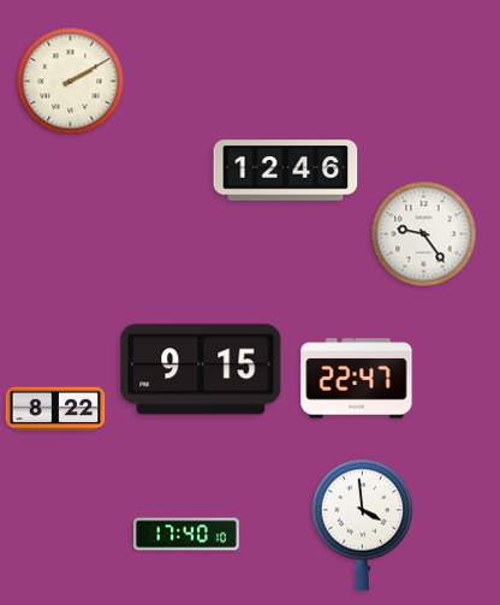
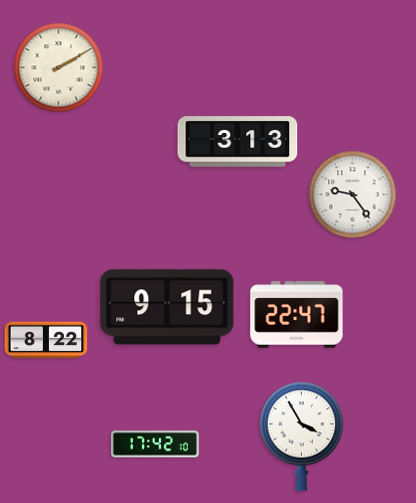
clock at (286, 171): 12:46 -> 3:13
clock at (363, 524): 3:59 -> 3:55
clock at (187, 534): 17:40 -> 17:42
